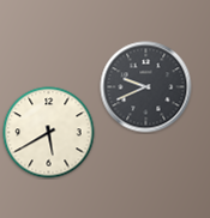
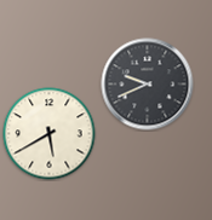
clock at (146, 87) position: (146, 87) -> (148, 85)
